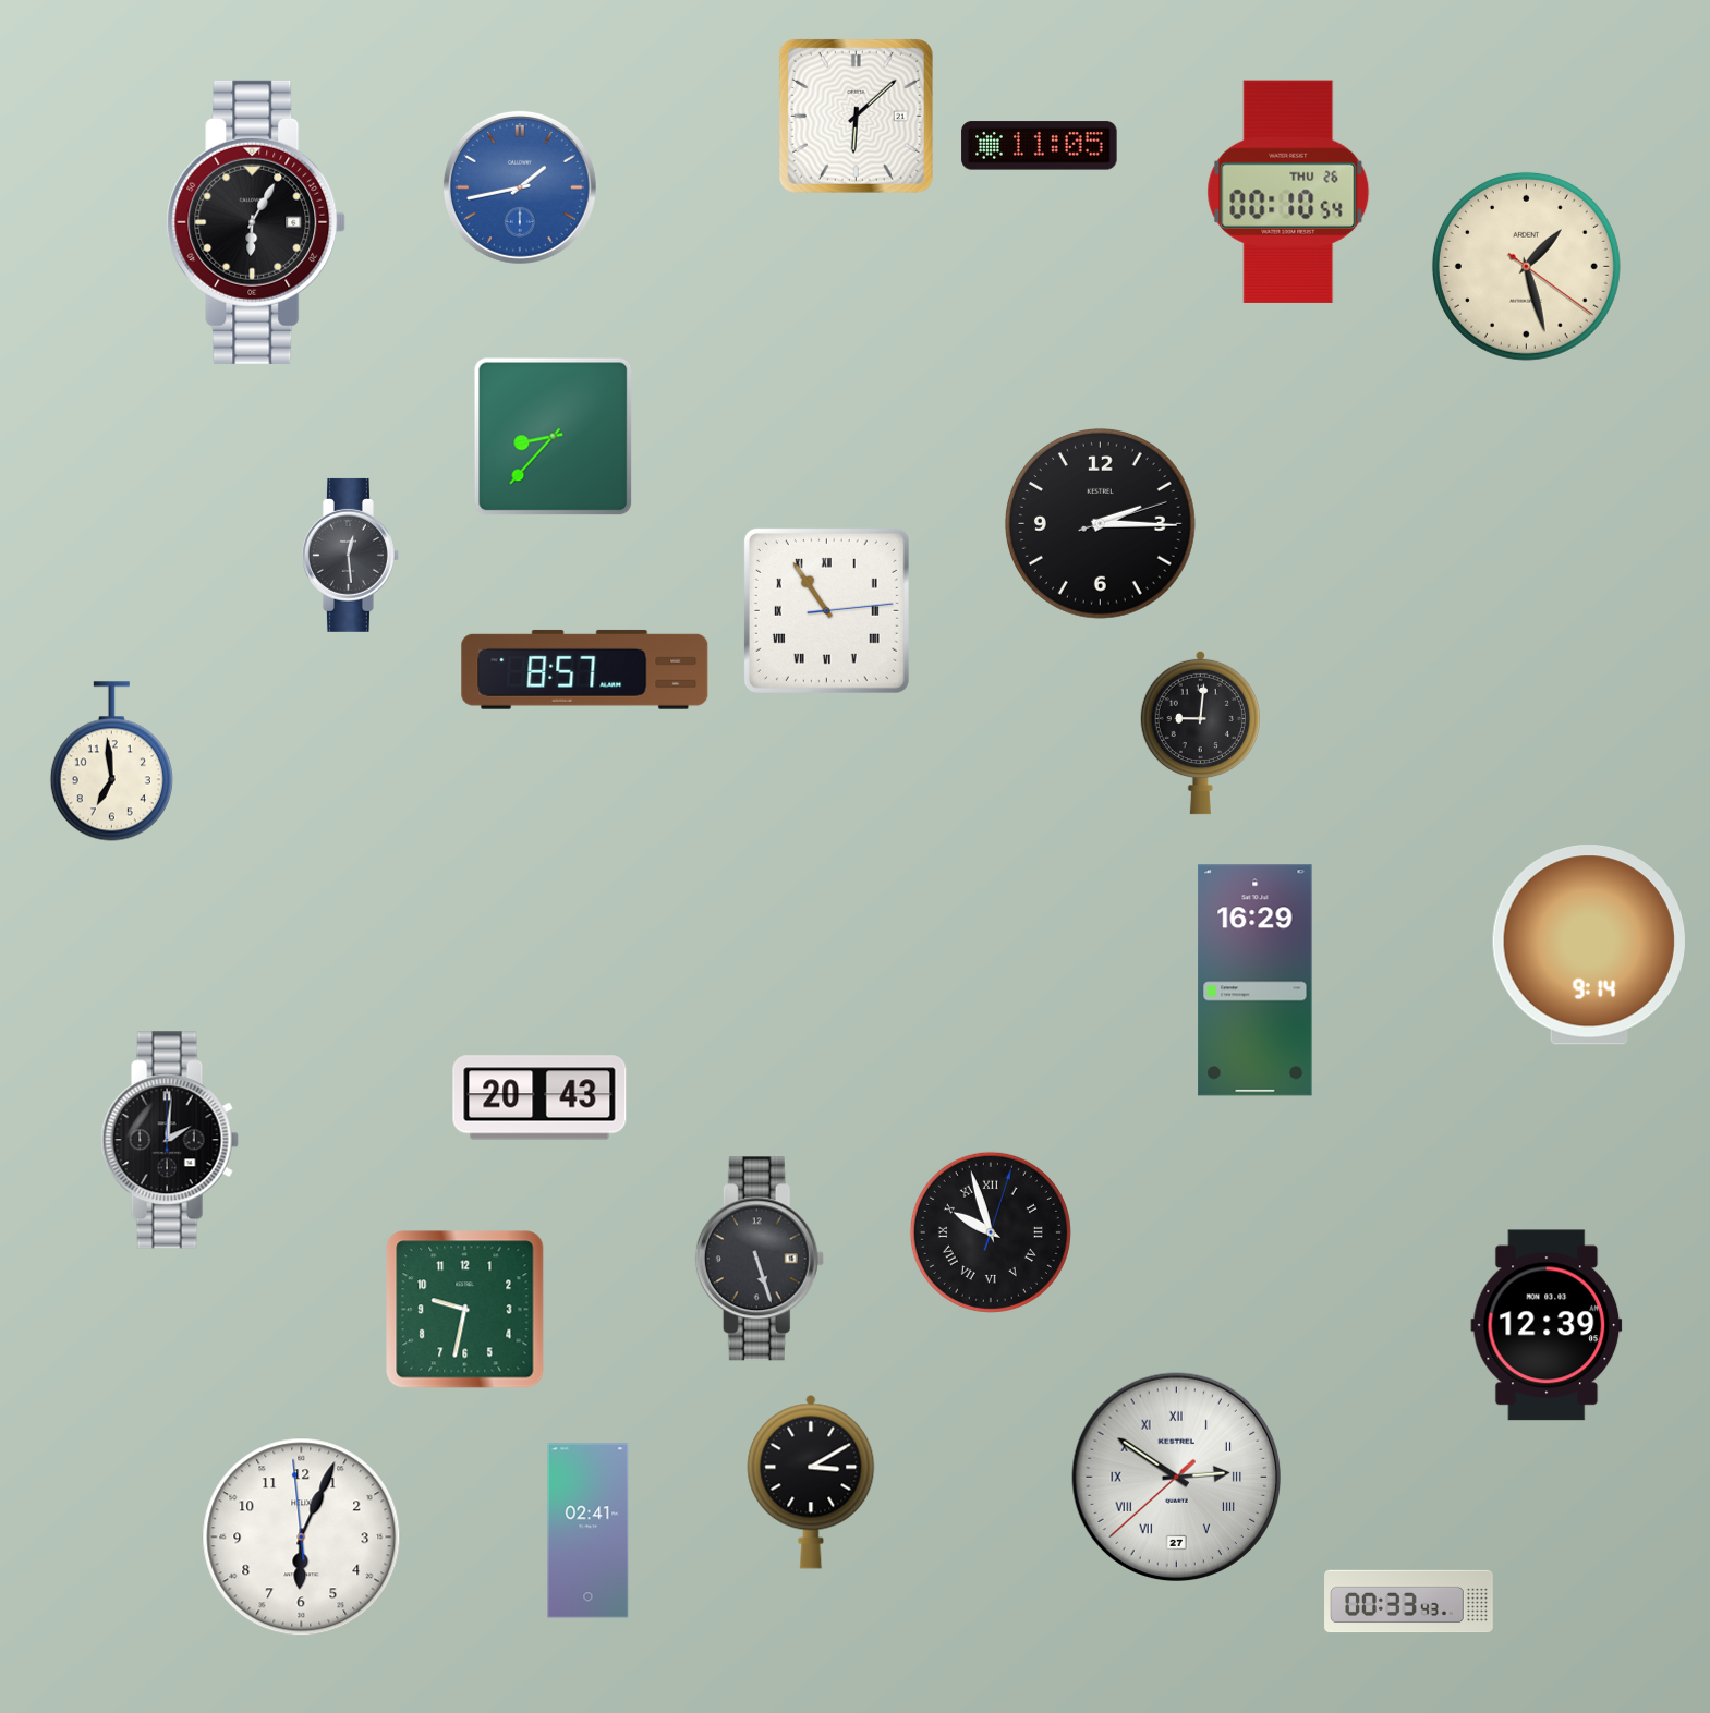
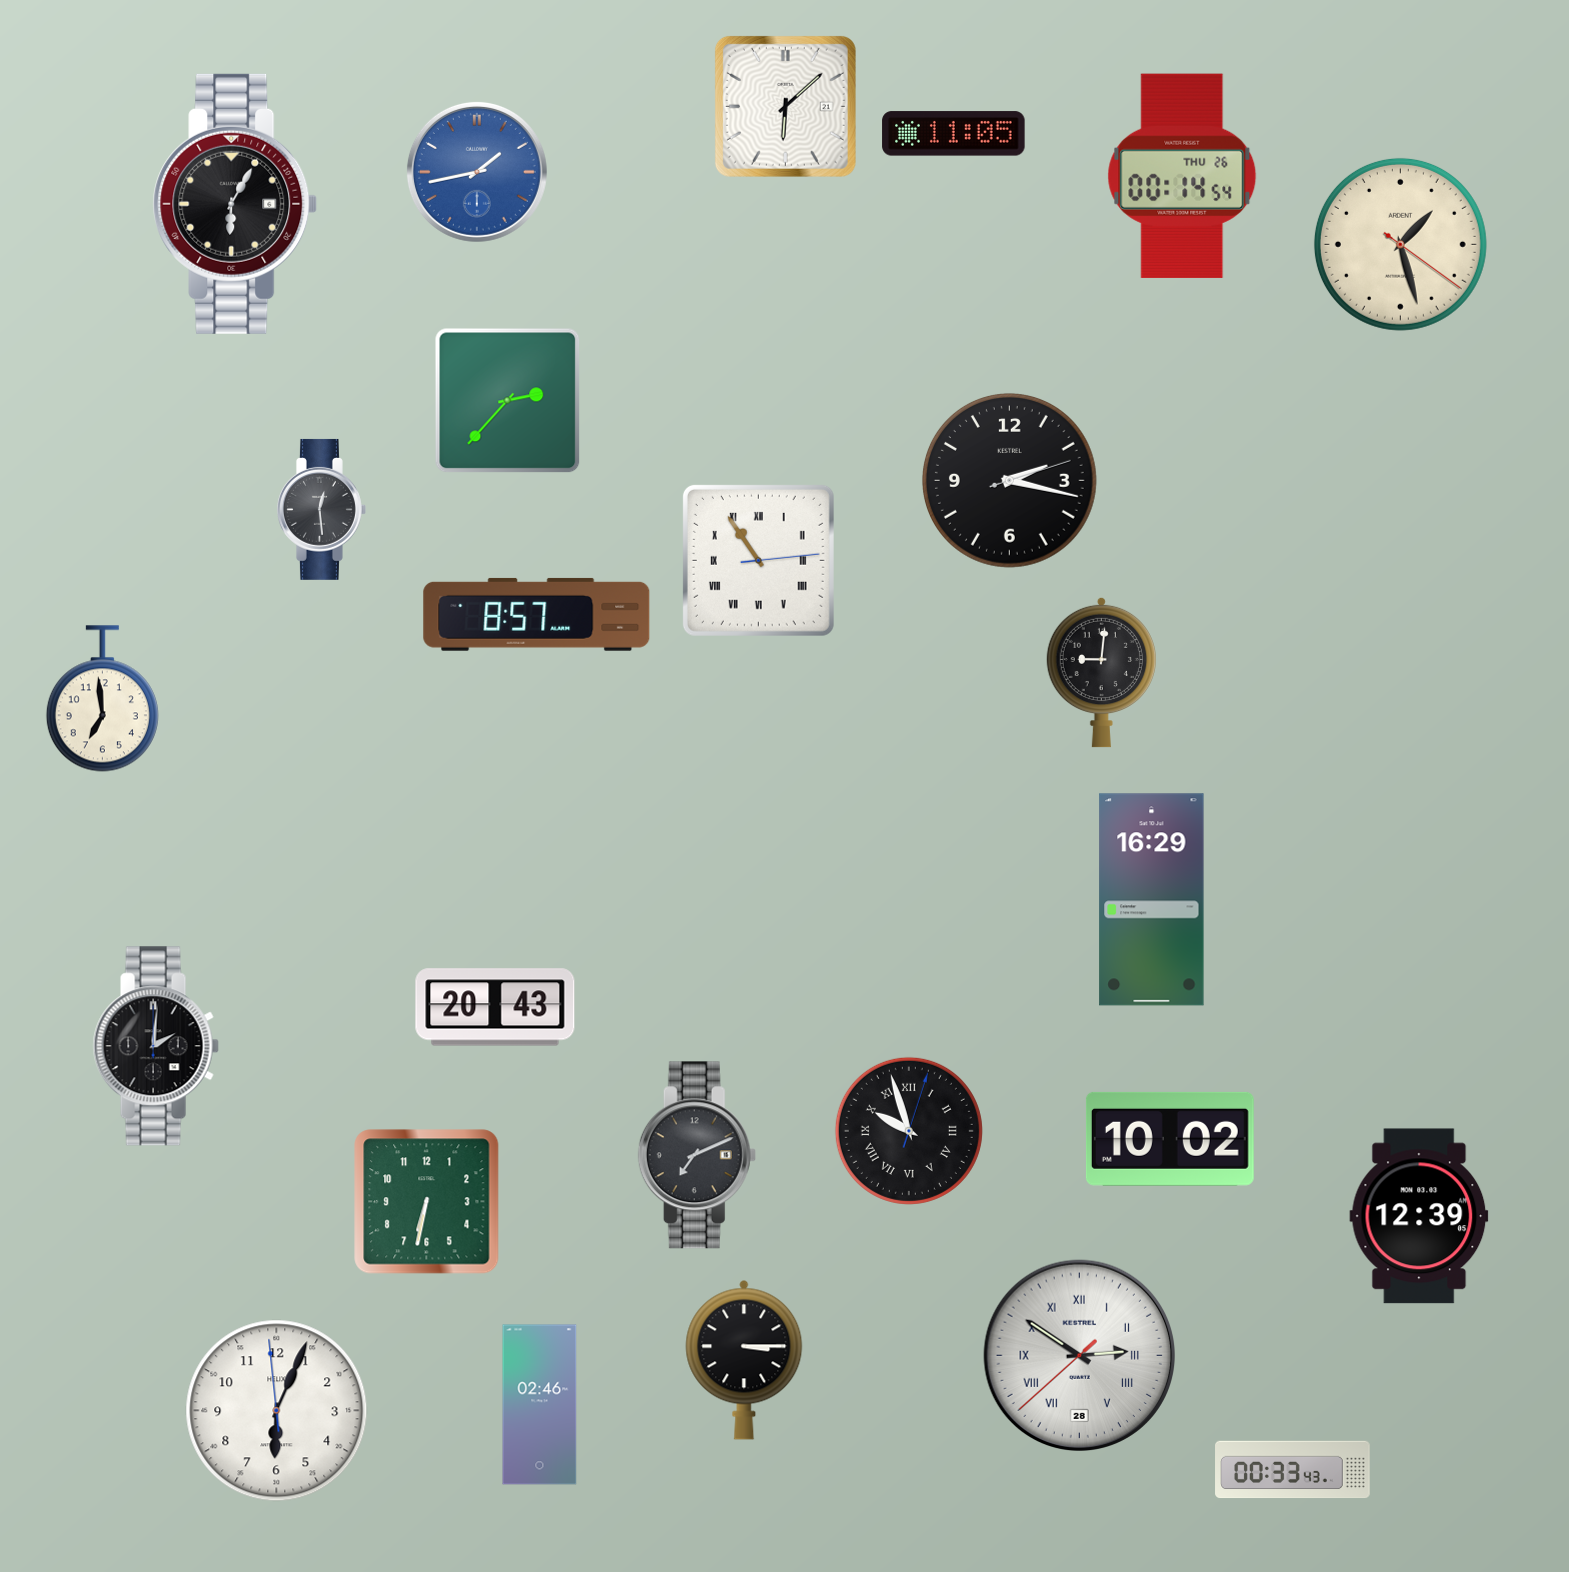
clock at (1288, 192): 00:10 -> 00:14
clock at (554, 437): 8:37 -> 2:37
clock at (1100, 523): 2:15 -> 2:17
clock at (1589, 945): 9:14 -> none
clock at (1170, 1139): none -> 10:02
clock at (760, 1259): 5:27 -> 7:11
clock at (465, 1310): 9:32 -> 6:32
clock at (1176, 1477) date: 27 -> 28
clock at (811, 1482): 3:10 -> 3:15
clock at (589, 1531): 02:41 -> 02:46
